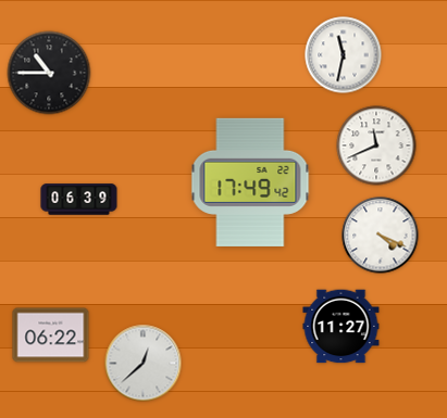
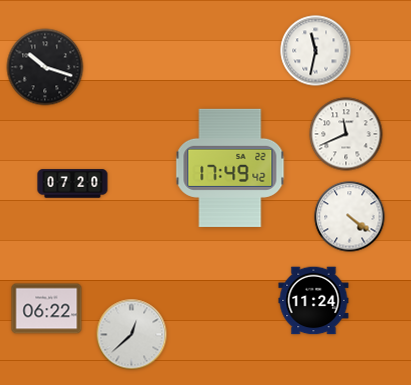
clock at (49, 73): 10:45 -> 10:18
clock at (79, 200): 06:39 -> 07:20
clock at (381, 236): 4:19 -> 4:21
clock at (342, 327): 11:27 -> 11:24
